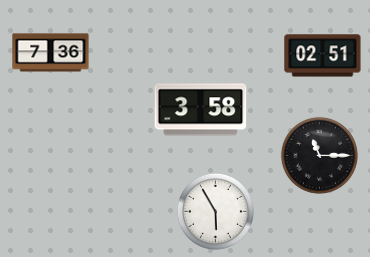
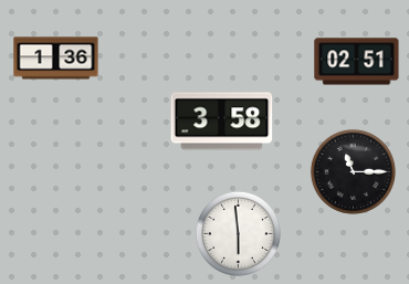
clock at (51, 53): 7:36 -> 1:36
clock at (215, 211): 5:55 -> 5:59
